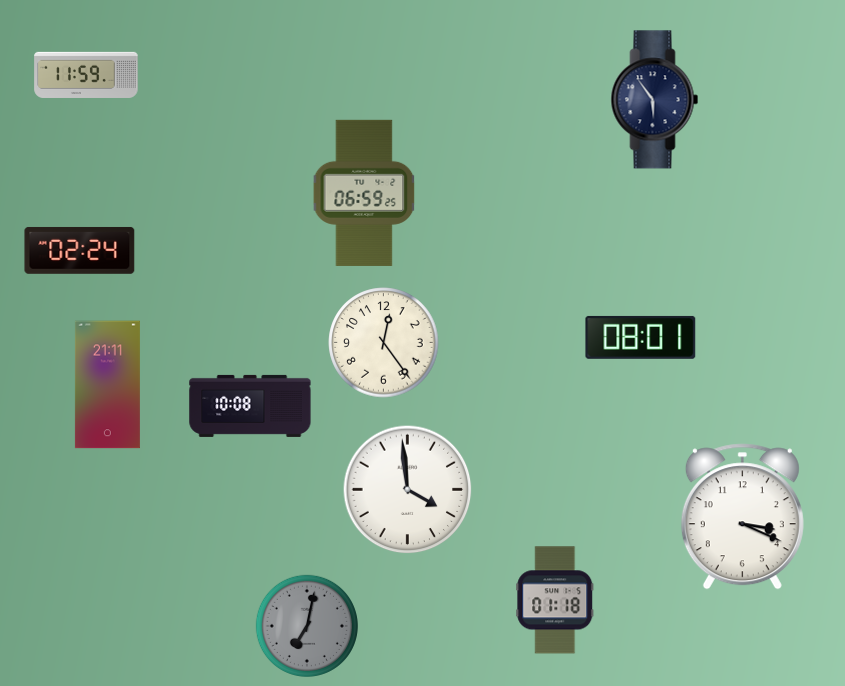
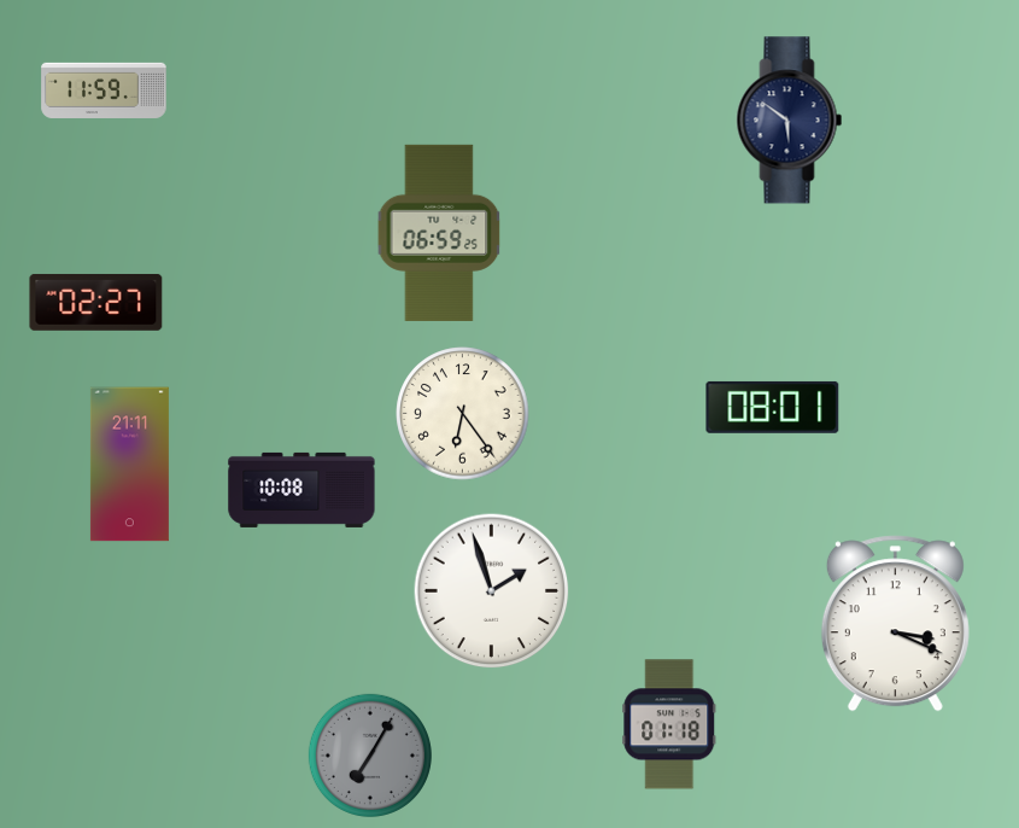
clock at (655, 100): 5:54 -> 5:51
clock at (80, 250): 02:24 -> 02:27
clock at (384, 343): 12:24 -> 6:24
clock at (408, 490): 3:59 -> 1:57
clock at (307, 626): 7:02 -> 7:05
